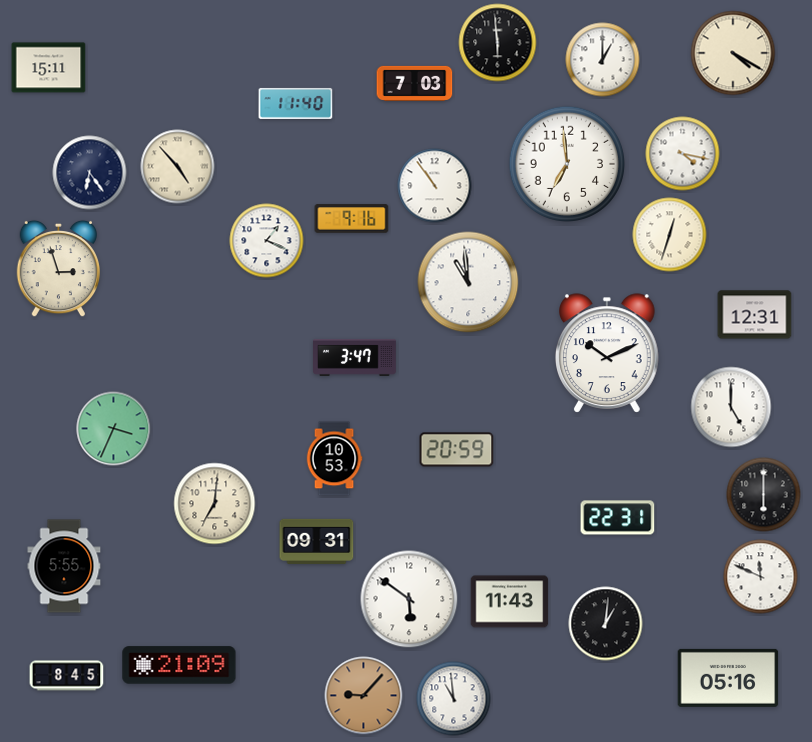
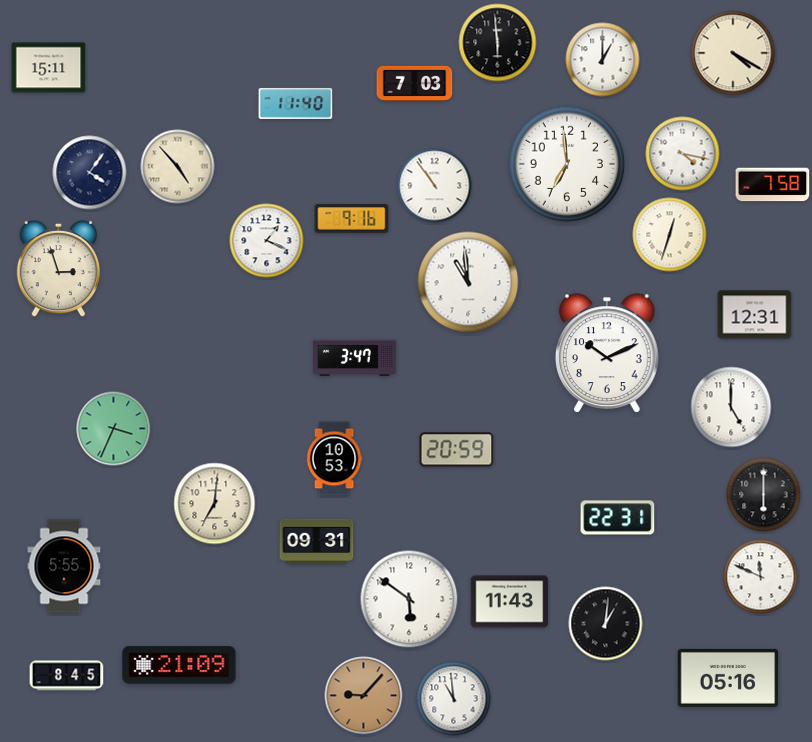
clock at (90, 173): 6:24 -> 4:06
clock at (773, 185): none -> 7:58
